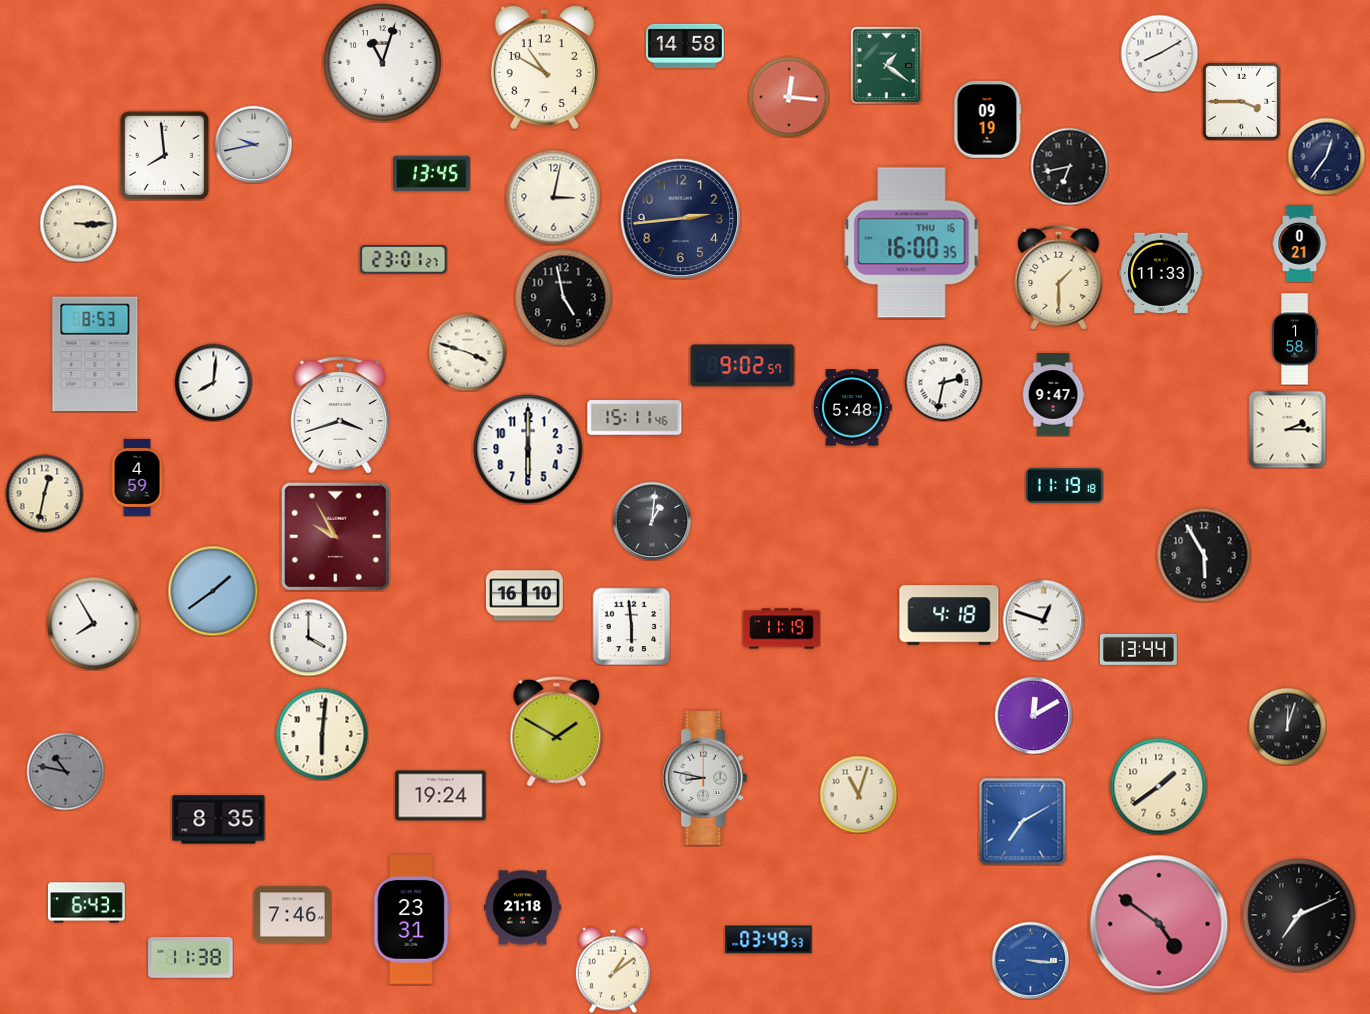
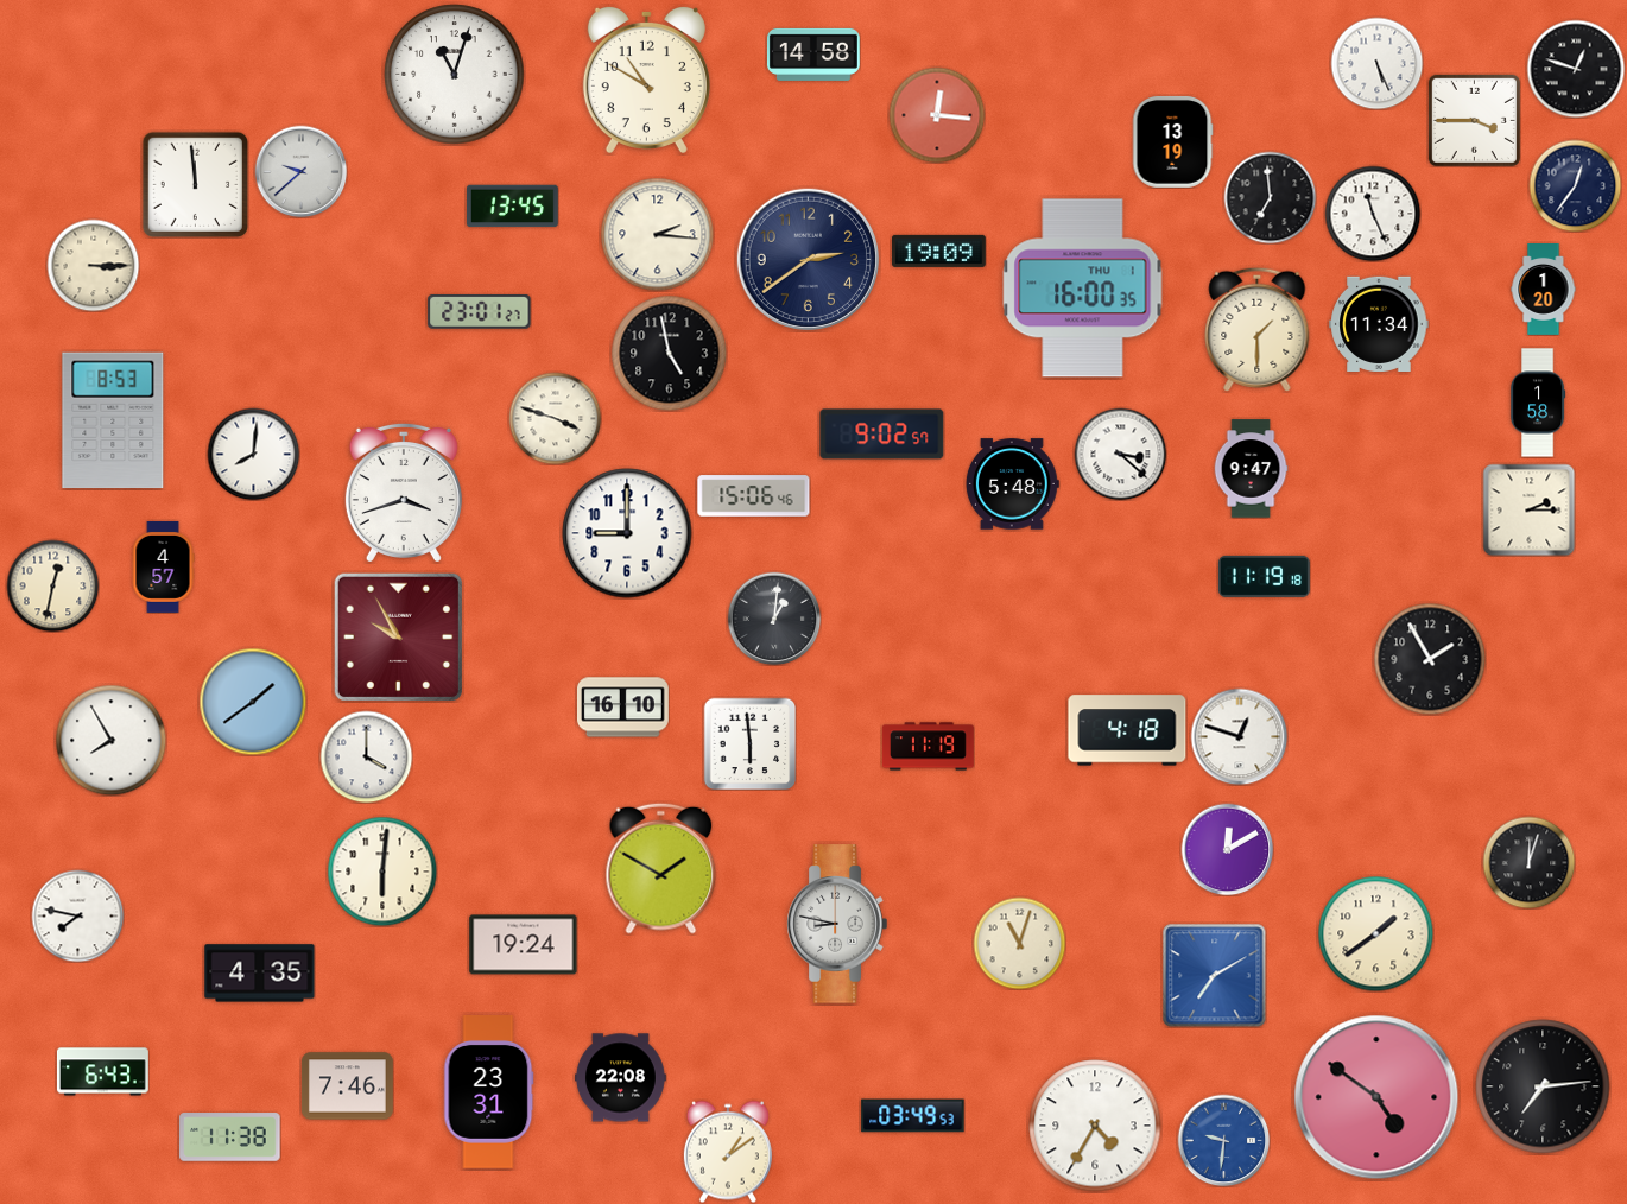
clock at (1159, 53): 8:10 -> 5:26
clock at (1576, 69): none -> 12:48
clock at (887, 65): 1:21 -> none
clock at (987, 119): 09:19 -> 13:19
clock at (253, 144): 9:43 -> 9:38
clock at (164, 155): 7:59 -> 11:59
clock at (1069, 166): 6:43 -> 6:59
clock at (1373, 214): none -> 11:26
clock at (553, 197): 3:02 -> 2:16
clock at (939, 251): none -> 19:09
clock at (680, 218): 2:44 -> 2:39
clock at (912, 243) date: THU 16 -> THU 1
clock at (1300, 244): 0:21 -> 1:20
clock at (404, 260) position: (404, 260) -> (480, 312)
clock at (1161, 272): 11:33 -> 11:34
clock at (943, 382): 2:32 -> 3:22
clock at (635, 418): 15:11 -> 15:06
clock at (528, 449): 6:00 -> 9:00
clock at (137, 477): 4:59 -> 4:57
clock at (1204, 555): 5:55 -> 1:55
clock at (1138, 650): 13:44 -> none
clock at (65, 771): 10:47 -> 7:47
clock at (65, 771) dial: grey -> white
clock at (219, 820): 8:35 -> 4:35
clock at (522, 908): 21:18 -> 22:08
clock at (1299, 915): 7:11 -> 7:14
clock at (1095, 1126): none -> 4:35
clock at (191, 958) position: (191, 958) -> (230, 1138)
clock at (1030, 960): 3:16 -> 9:31
